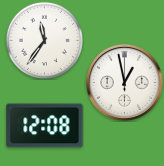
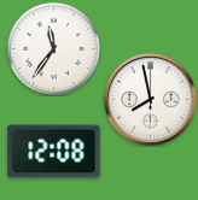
clock at (124, 82): 12:58 -> 7:58
